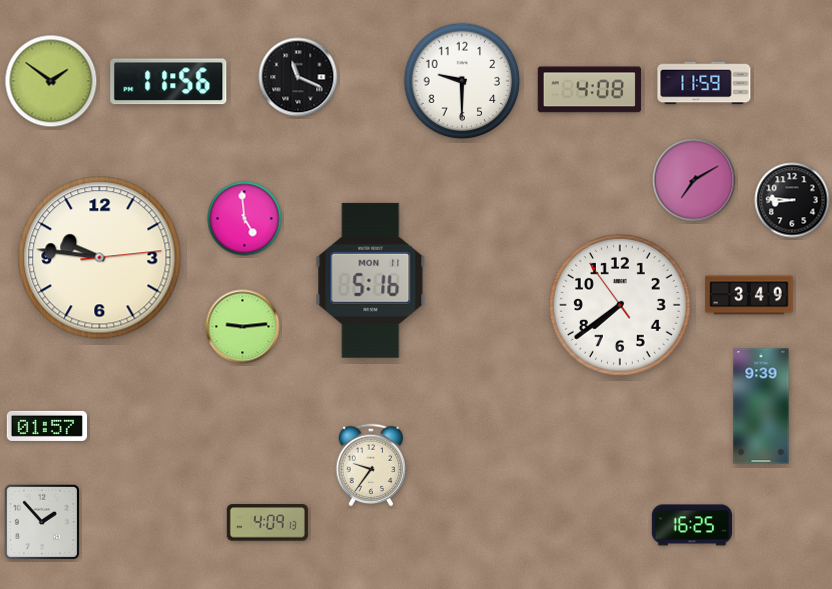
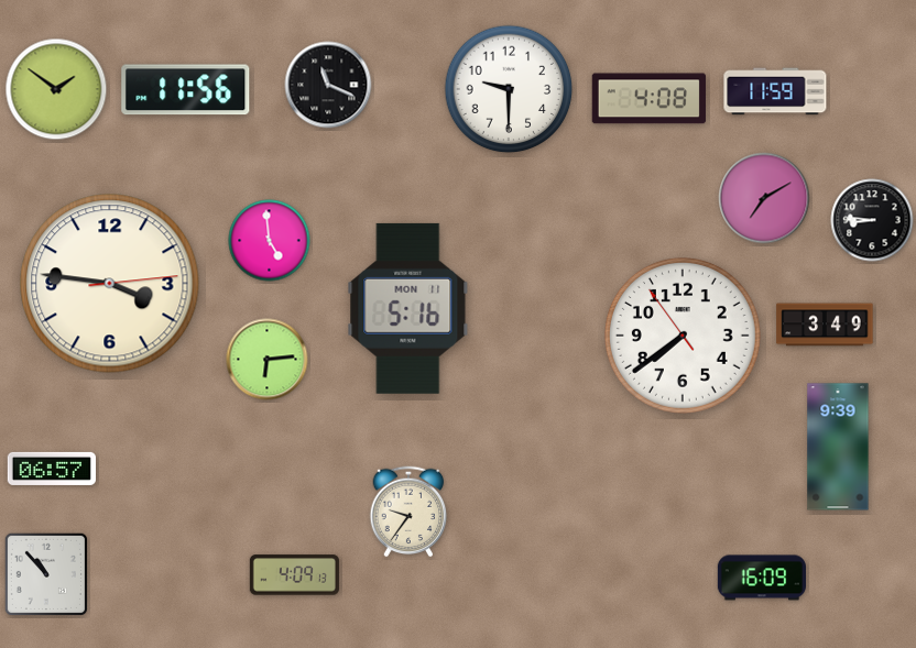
clock at (100, 258): 9:46 -> 3:46
clock at (243, 327): 9:14 -> 6:14
clock at (46, 426): 01:57 -> 06:57
clock at (42, 522): 1:53 -> 10:53
clock at (691, 525): 16:25 -> 16:09
